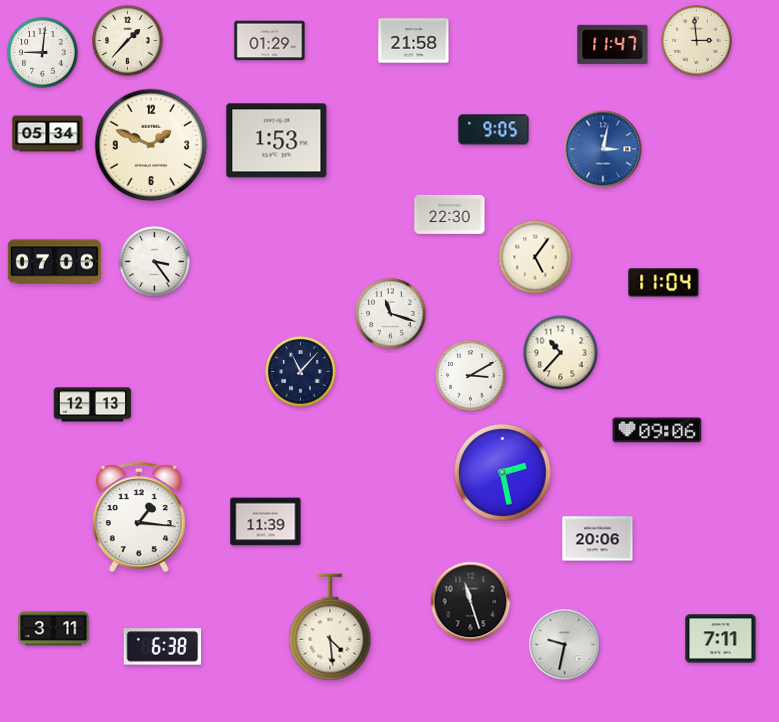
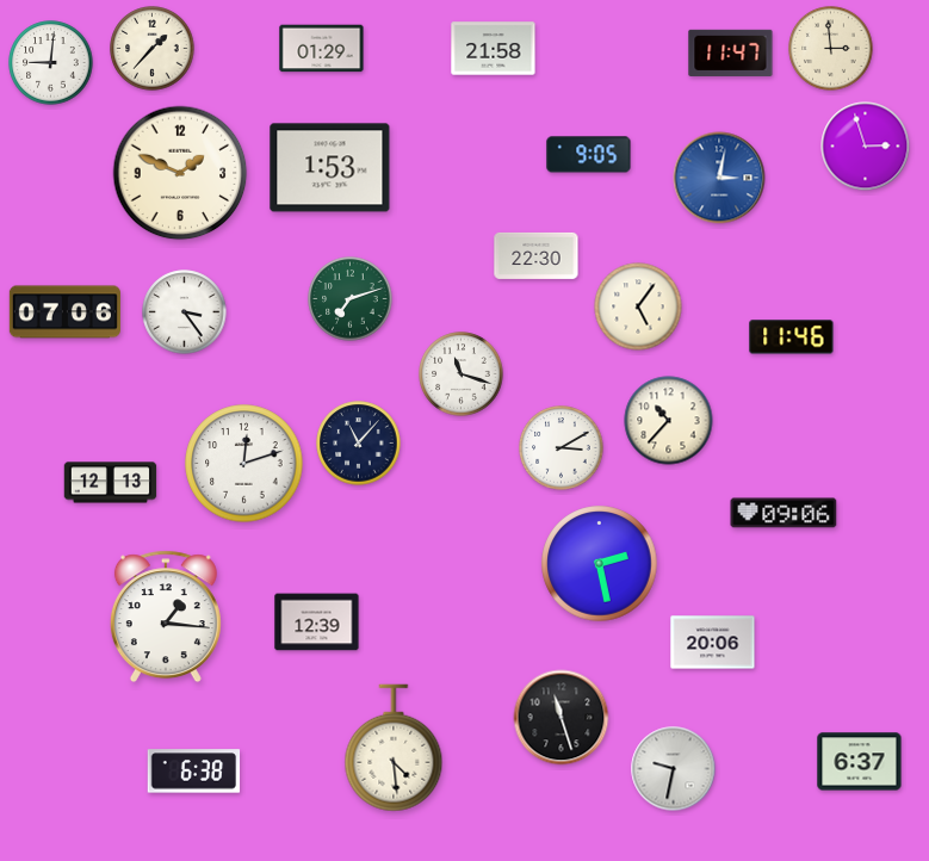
clock at (866, 147): none -> 2:57
clock at (48, 134): 05:34 -> none
clock at (351, 299): none -> 7:12
clock at (664, 283): 11:04 -> 11:46
clock at (391, 314) position: (391, 314) -> (462, 374)
clock at (244, 464): none -> 12:12
clock at (266, 522): 11:39 -> 12:39
clock at (54, 629): 3:11 -> none
clock at (721, 639): 7:11 -> 6:37
